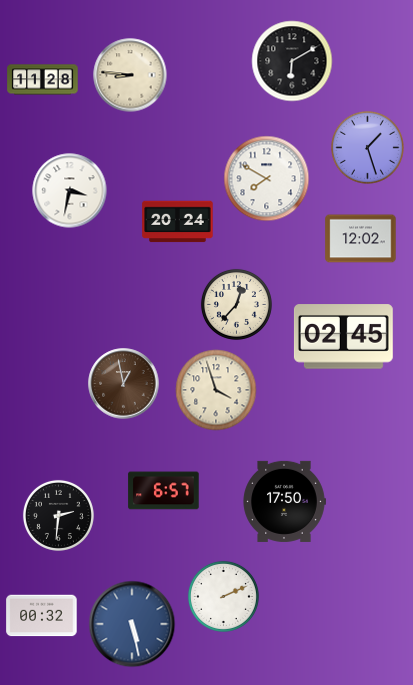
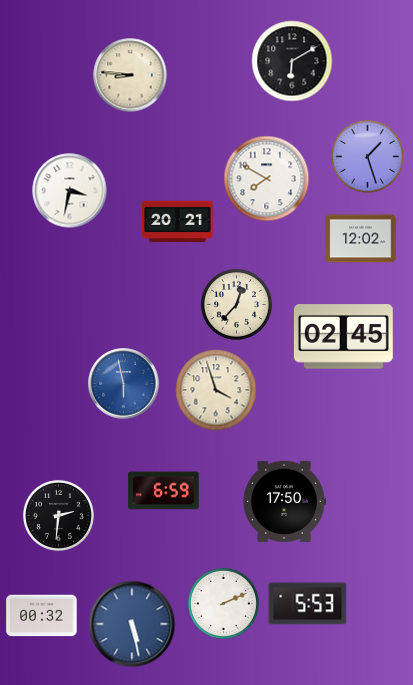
clock at (43, 80): 11:28 -> none
clock at (368, 148) position: (368, 148) -> (368, 157)
clock at (178, 222): 20:24 -> 20:21
clock at (124, 384): 12:58 -> 5:58
clock at (124, 384) dial: brown -> blue
clock at (164, 491): 6:57 -> 6:59
clock at (223, 596) position: (223, 596) -> (223, 603)
clock at (308, 604): none -> 5:53
